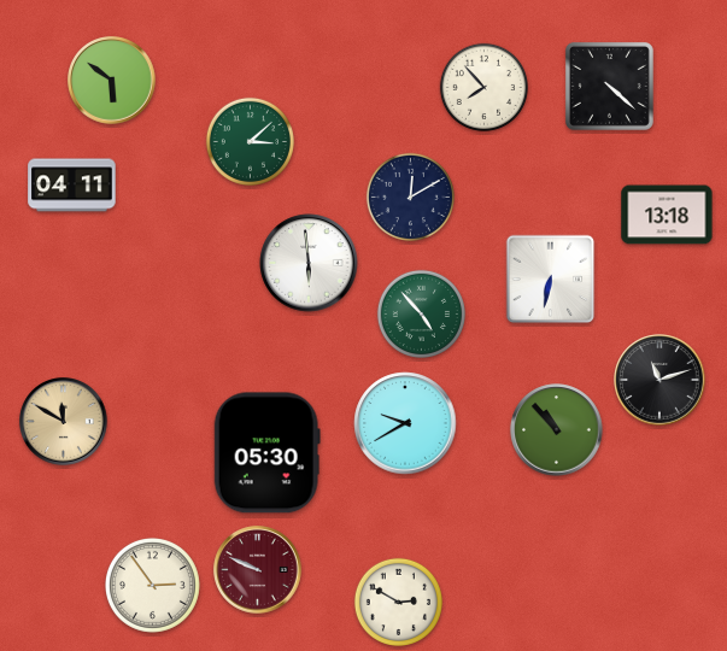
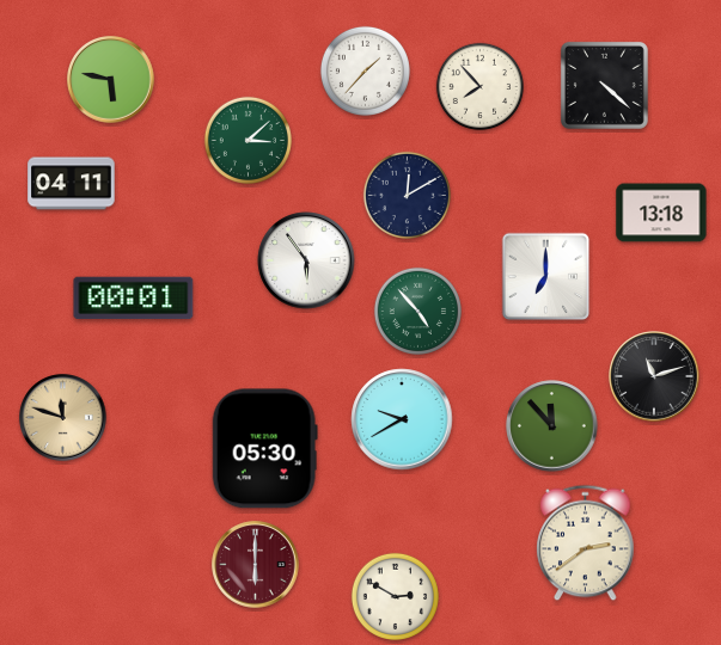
clock at (365, 70): none -> 1:37
clock at (112, 81): 5:51 -> 5:47
clock at (309, 263): 5:59 -> 5:54
clock at (551, 280): 6:32 -> 7:00
clock at (134, 299): none -> 00:01
clock at (64, 422): 11:50 -> 11:48
clock at (557, 430): 10:53 -> 11:53
clock at (586, 543): none -> 2:39
clock at (258, 570): 9:49 -> 6:00
clock at (152, 585): 2:54 -> none
